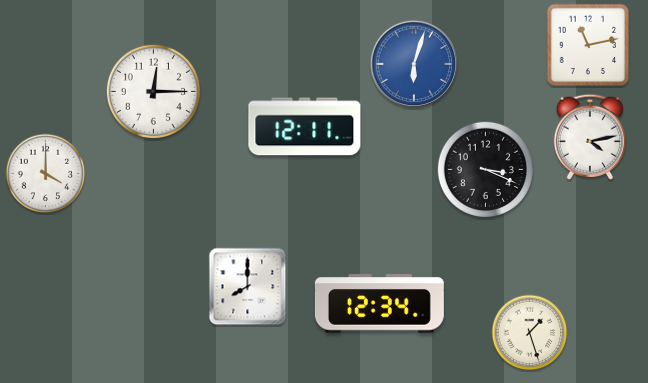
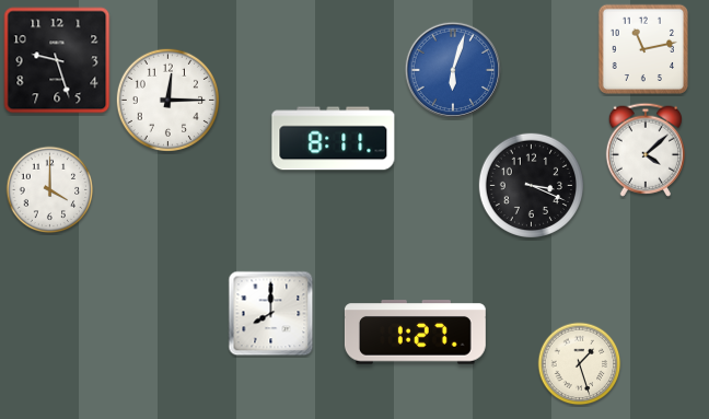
clock at (57, 60): none -> 9:27
clock at (305, 127): 12:11 -> 8:11
clock at (590, 137): 4:13 -> 4:08
clock at (379, 304): 12:34 -> 1:27
